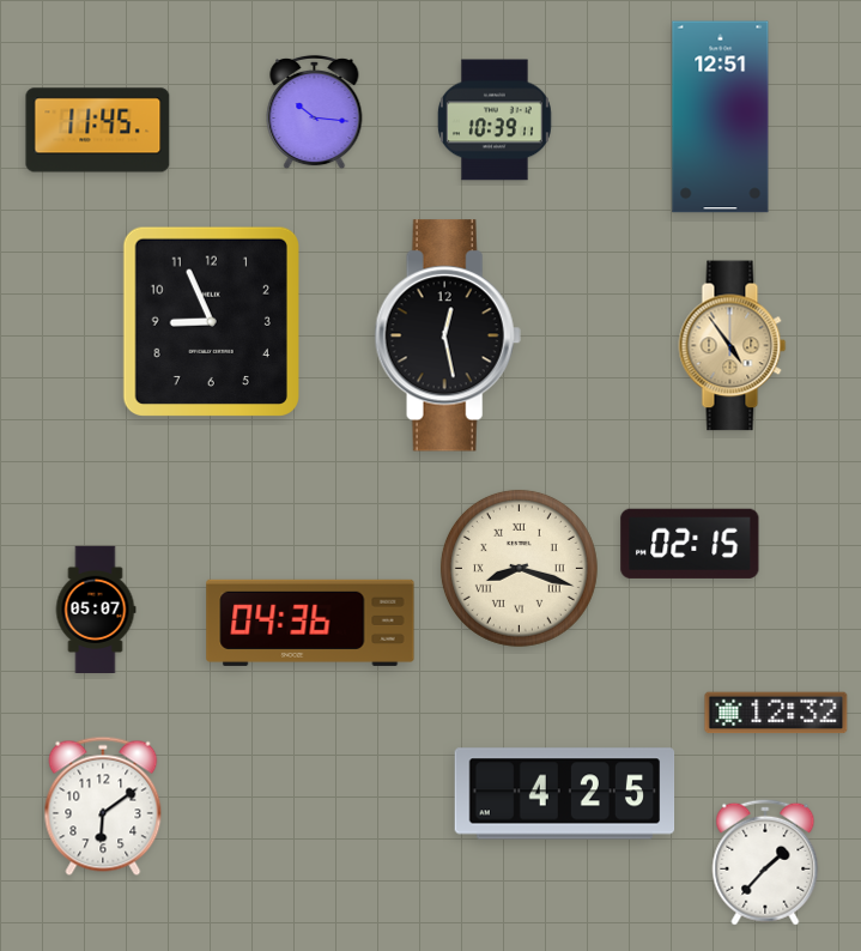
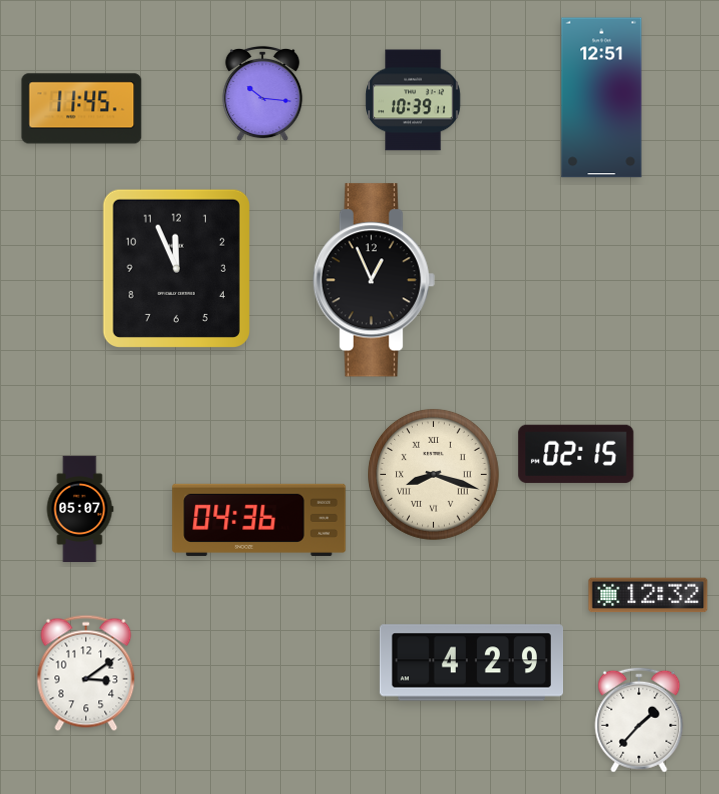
clock at (211, 321): 8:56 -> 11:56
clock at (448, 335): 12:28 -> 12:56
clock at (733, 346): 4:54 -> none
clock at (565, 794): 4:25 -> 4:29
clock at (103, 806): 6:09 -> 3:09
